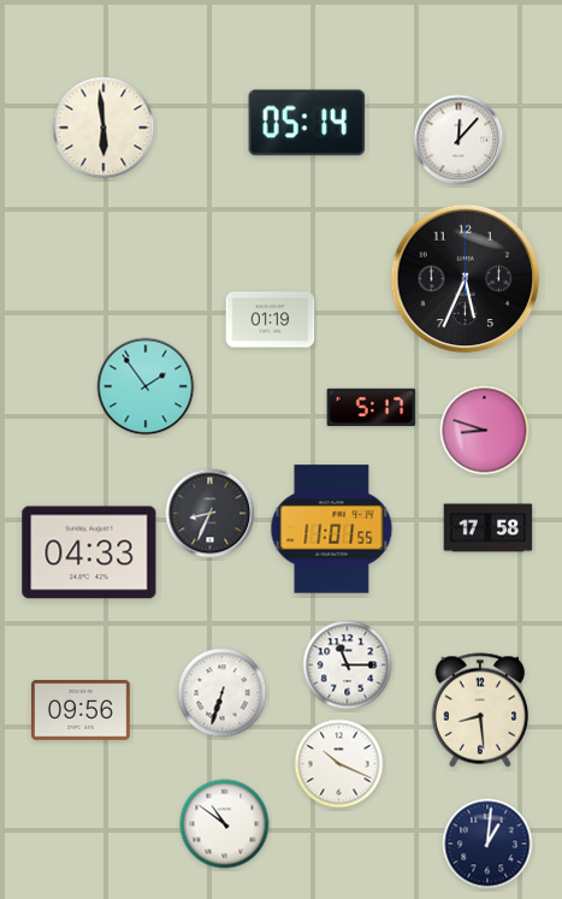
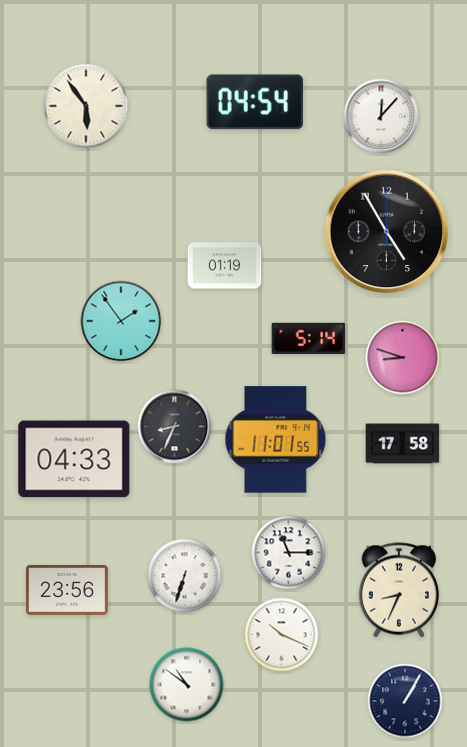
clock at (307, 123): 05:14 -> 04:54
clock at (103, 128): 5:59 -> 5:54
clock at (466, 279): 5:34 -> 4:55
clock at (372, 407): 5:17 -> 5:14
clock at (489, 528) position: (489, 528) -> (403, 444)
clock at (81, 710): 09:56 -> 23:56
clock at (480, 710): 8:29 -> 8:34
clock at (487, 844): 1:01 -> 1:05
